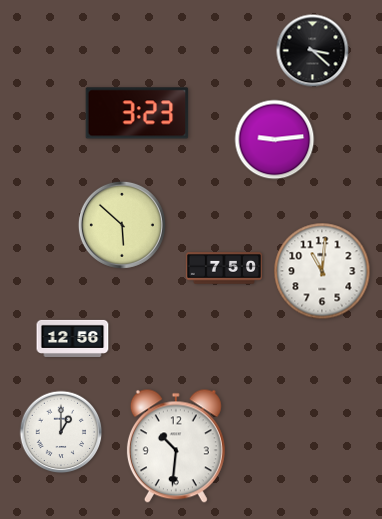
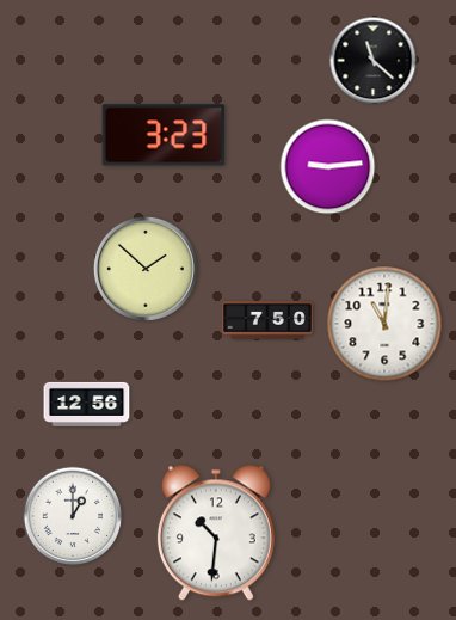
clock at (313, 51): 3:22 -> 11:22
clock at (122, 225): 5:52 -> 1:52
clock at (176, 446) position: (176, 446) -> (216, 533)
